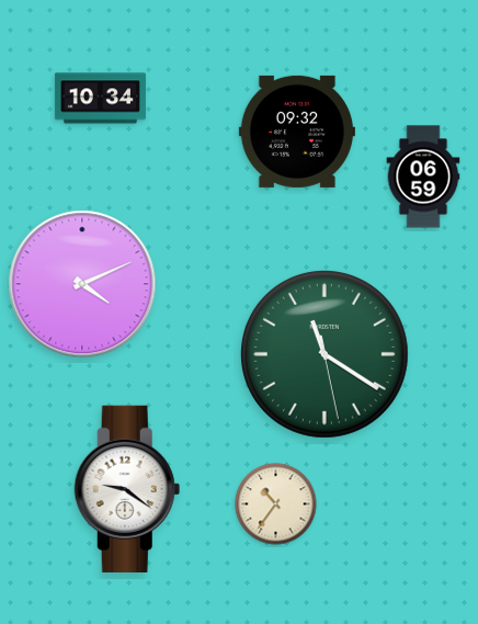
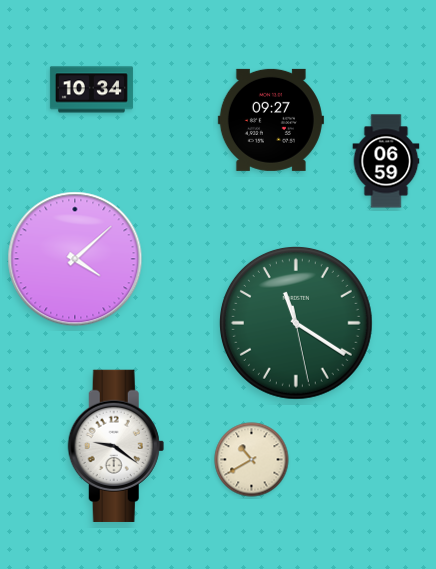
clock at (297, 132): 09:32 -> 09:27
clock at (82, 284): 4:11 -> 4:08
clock at (276, 504): 10:36 -> 10:40
